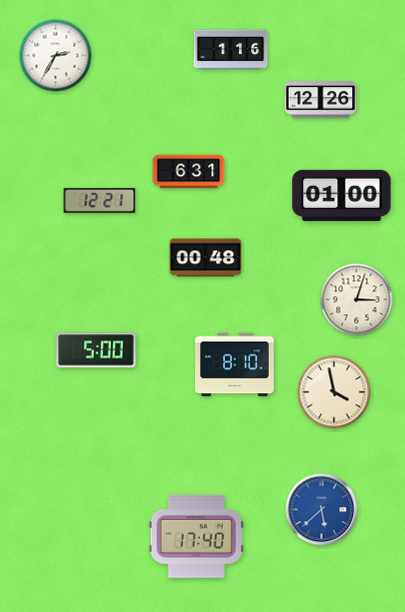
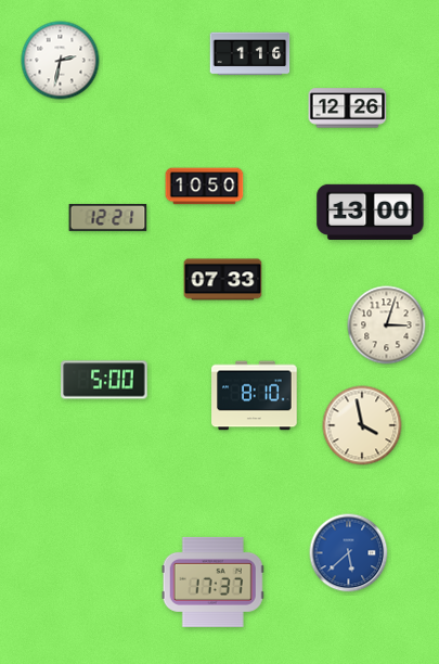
clock at (56, 56): 2:35 -> 2:32
clock at (189, 172): 6:31 -> 10:50
clock at (342, 195): 01:00 -> 13:00
clock at (206, 258): 00:48 -> 07:33
clock at (196, 536): 17:40 -> 17:37
